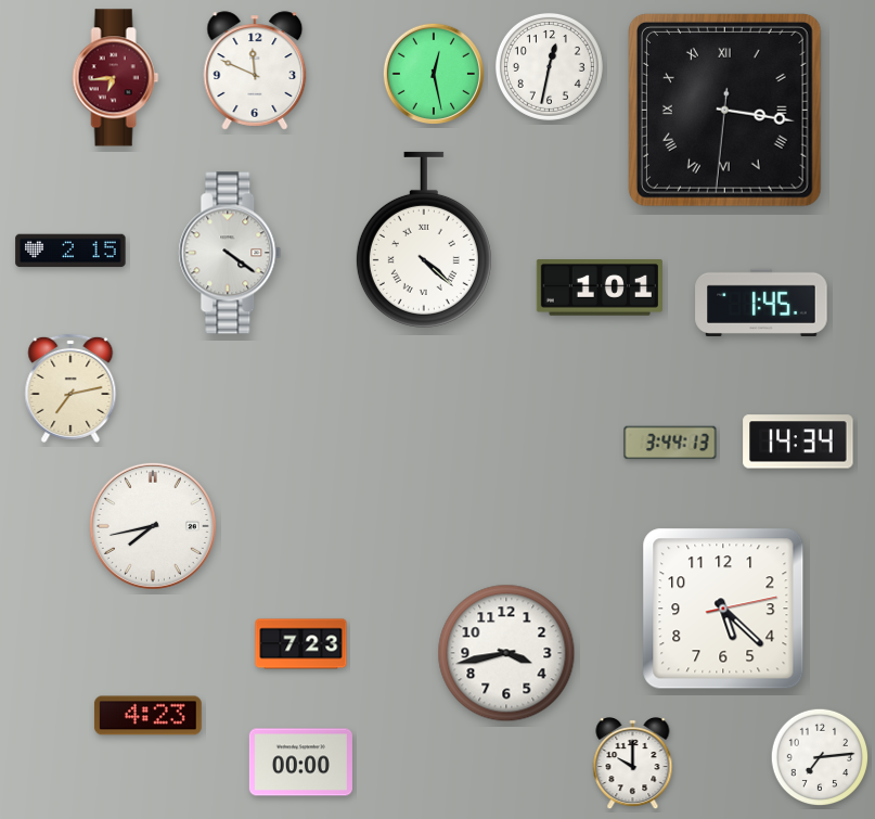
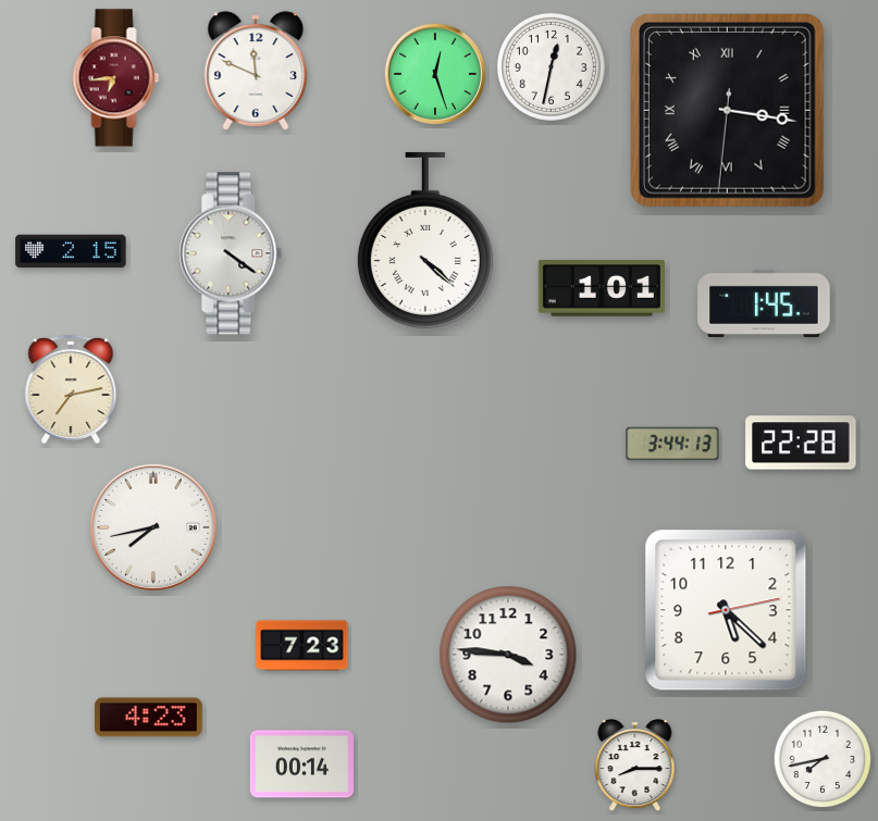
clock at (433, 73): 12:28 -> 12:27
clock at (798, 442): 14:34 -> 22:28
clock at (506, 653): 3:43 -> 3:46
clock at (820, 757): 7:14 -> 7:43
clock at (300, 763): 00:00 -> 00:14
clock at (633, 765): 10:00 -> 8:15
